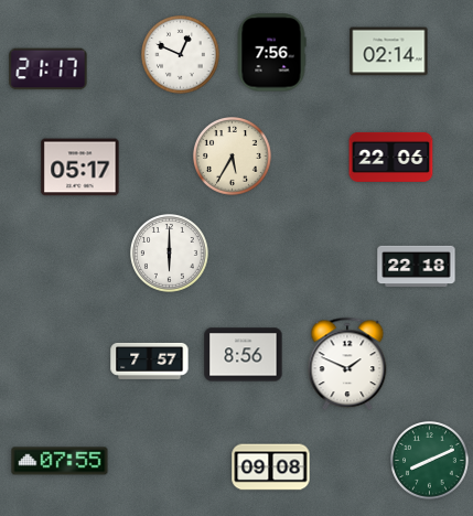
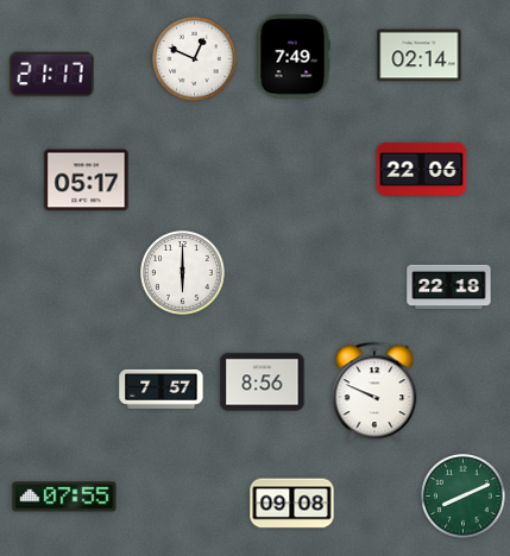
clock at (271, 53): 7:56 -> 7:49
clock at (233, 157): 5:35 -> none
clock at (347, 364): 1:49 -> 9:49
